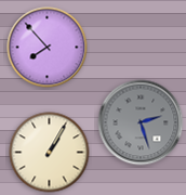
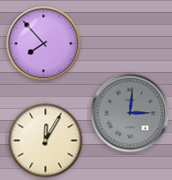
clock at (141, 122): 2:27 -> 3:01
clock at (50, 153): 1:05 -> 12:05
